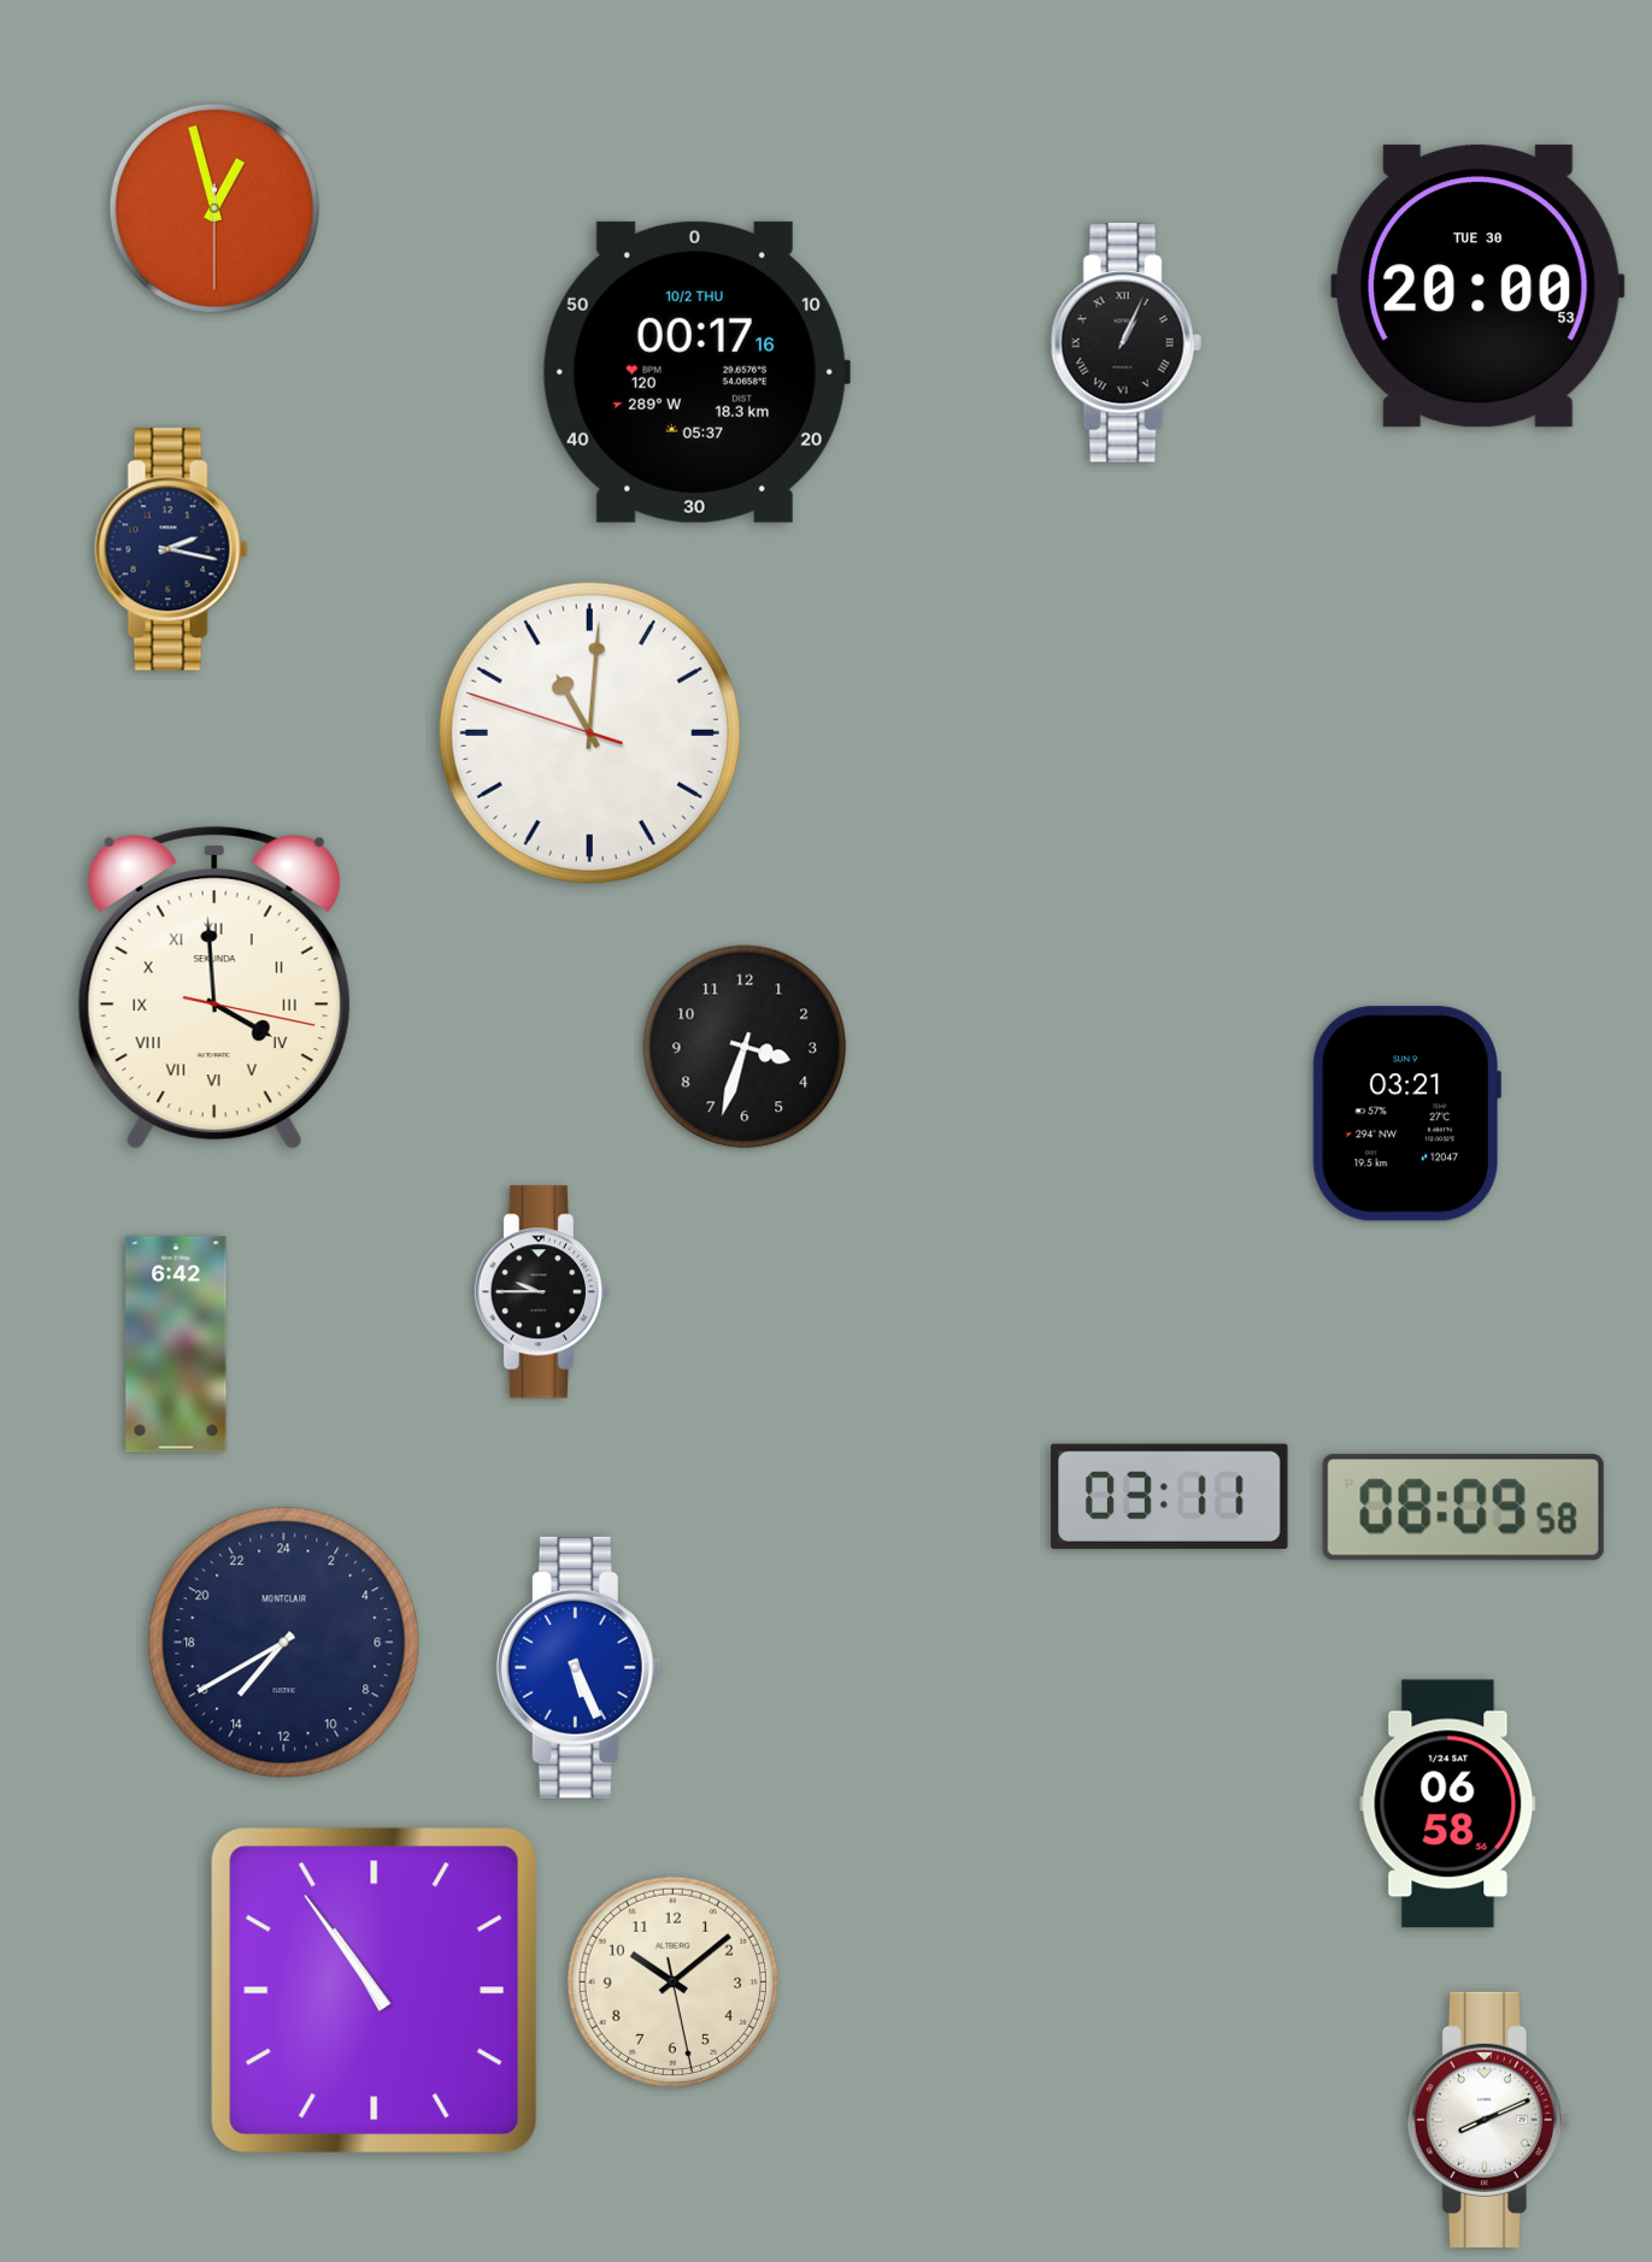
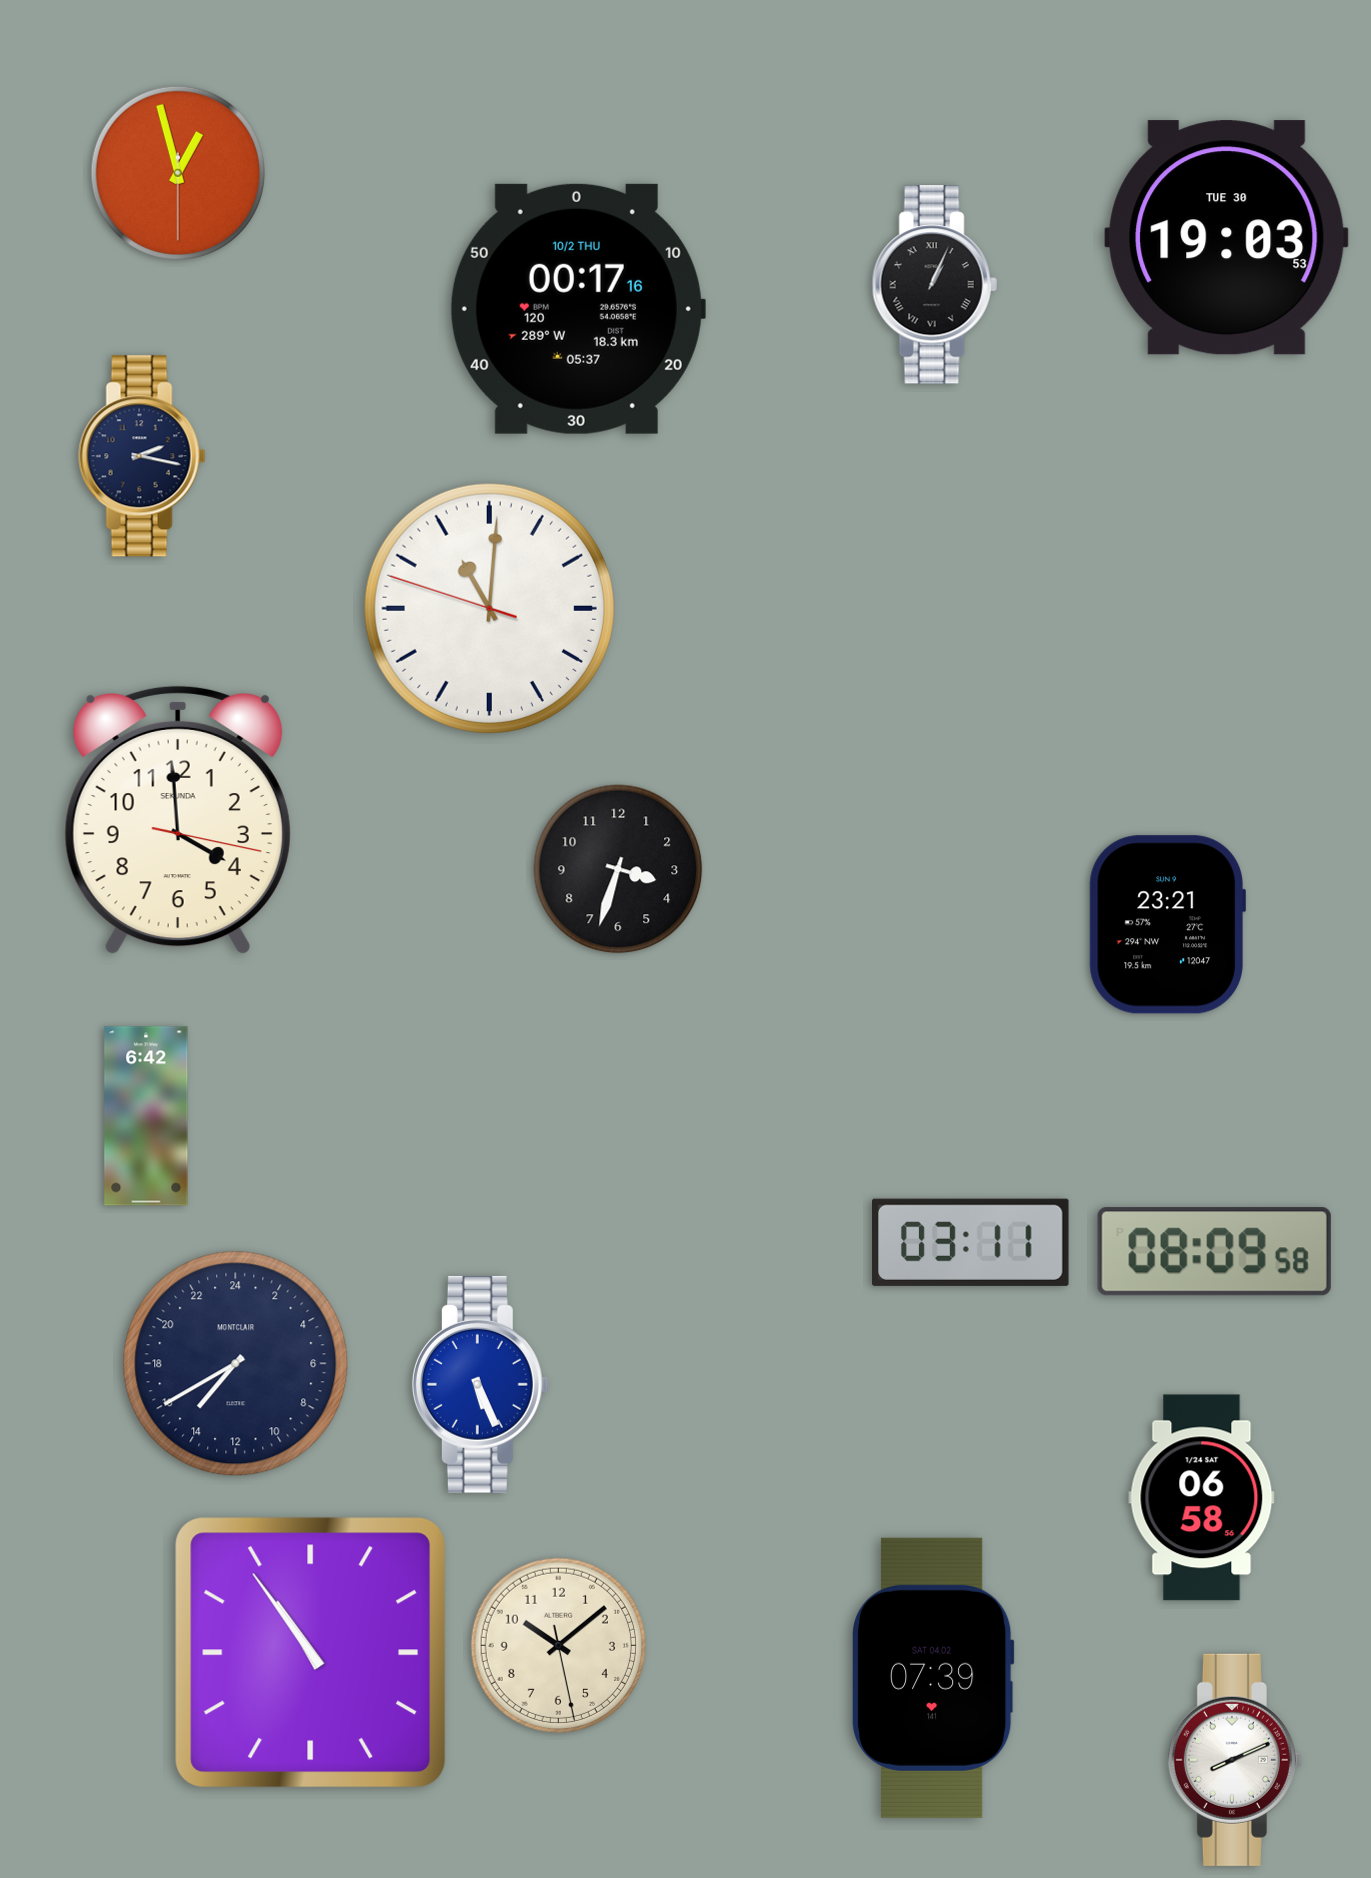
clock at (1478, 287): 20:00 -> 19:03
clock at (214, 988) numerals: Roman -> Arabic
clock at (1406, 1114): 03:21 -> 23:21
clock at (542, 1292): 9:45 -> none
clock at (933, 1678): none -> 07:39
